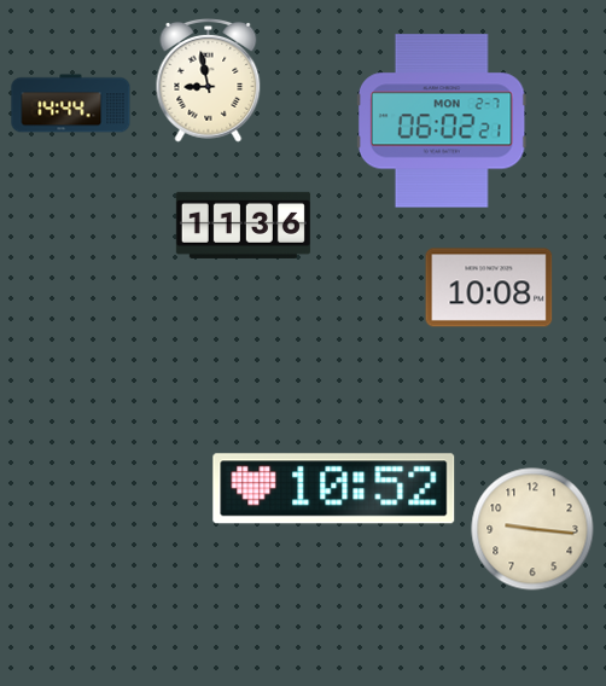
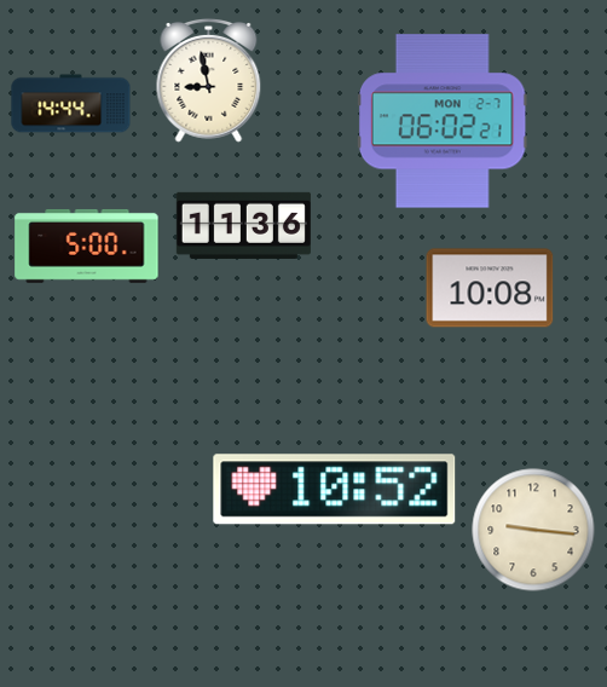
clock at (87, 246): none -> 5:00
